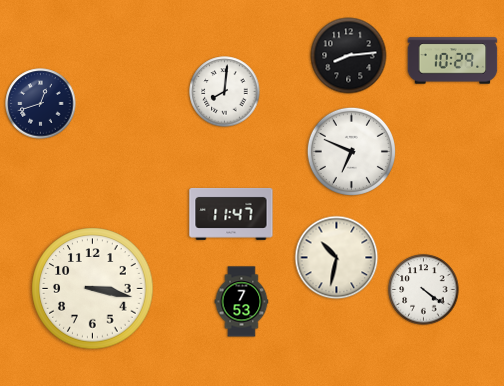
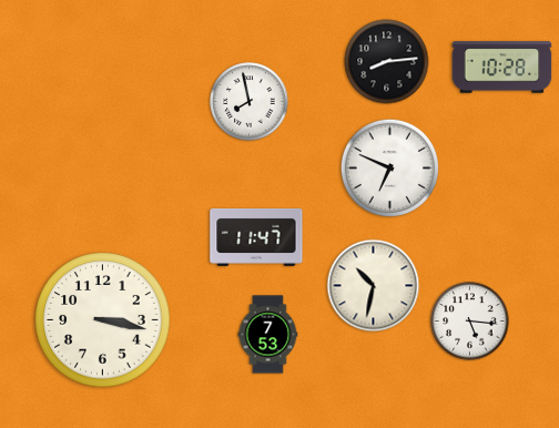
clock at (453, 61): 10:29 -> 10:28
clock at (225, 92): 8:01 -> 7:58
clock at (41, 104): 12:42 -> none
clock at (424, 290): 4:21 -> 5:16
